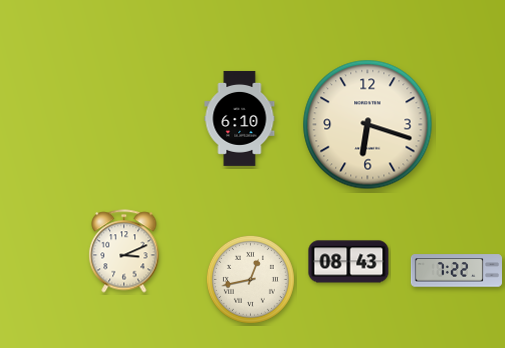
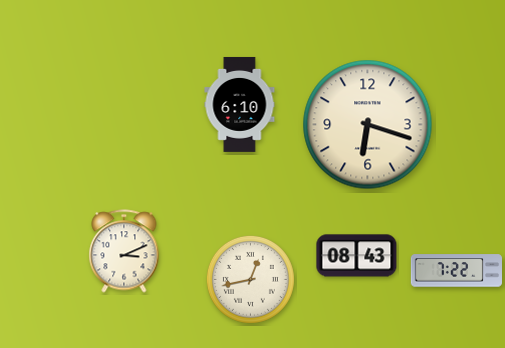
clock at (240, 118) position: (240, 118) -> (240, 104)
clock at (349, 262) position: (349, 262) -> (357, 256)
